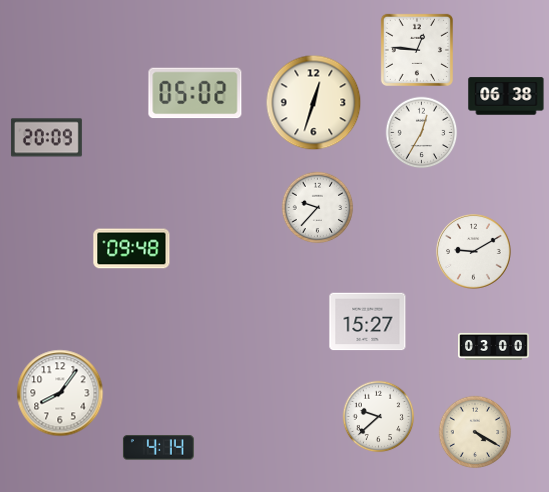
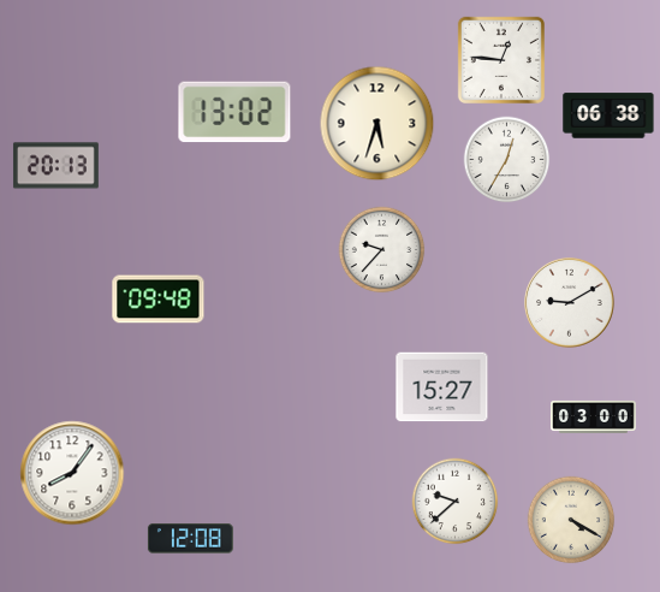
clock at (195, 93): 05:02 -> 13:02
clock at (314, 103): 12:33 -> 5:33
clock at (46, 138): 20:09 -> 20:13
clock at (158, 448): 4:14 -> 12:08
